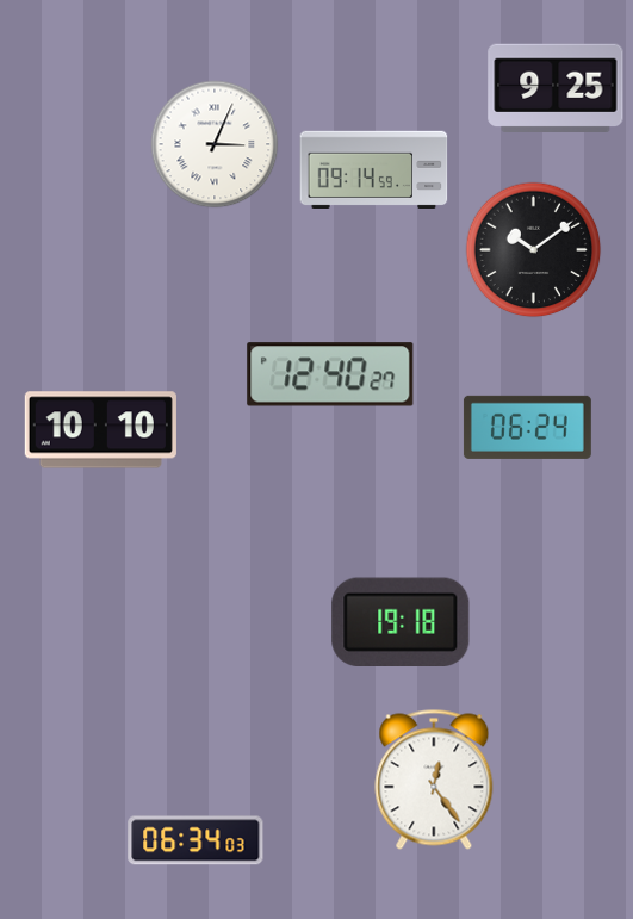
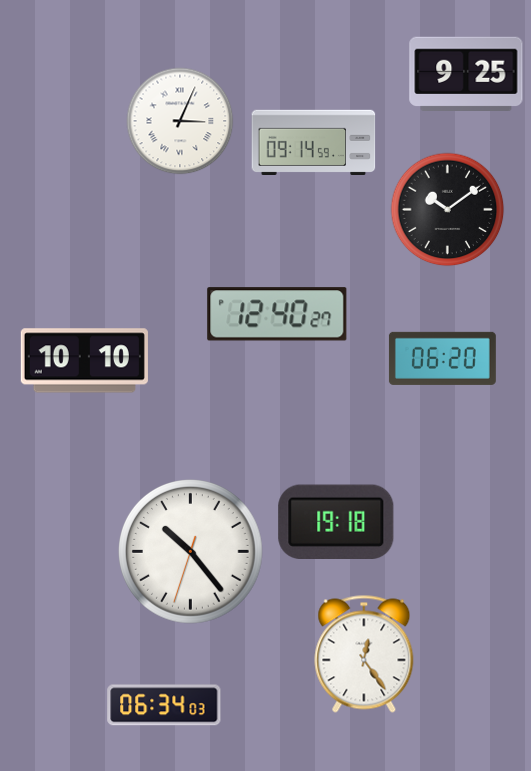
clock at (527, 427): 06:24 -> 06:20
clock at (191, 552): none -> 10:23
